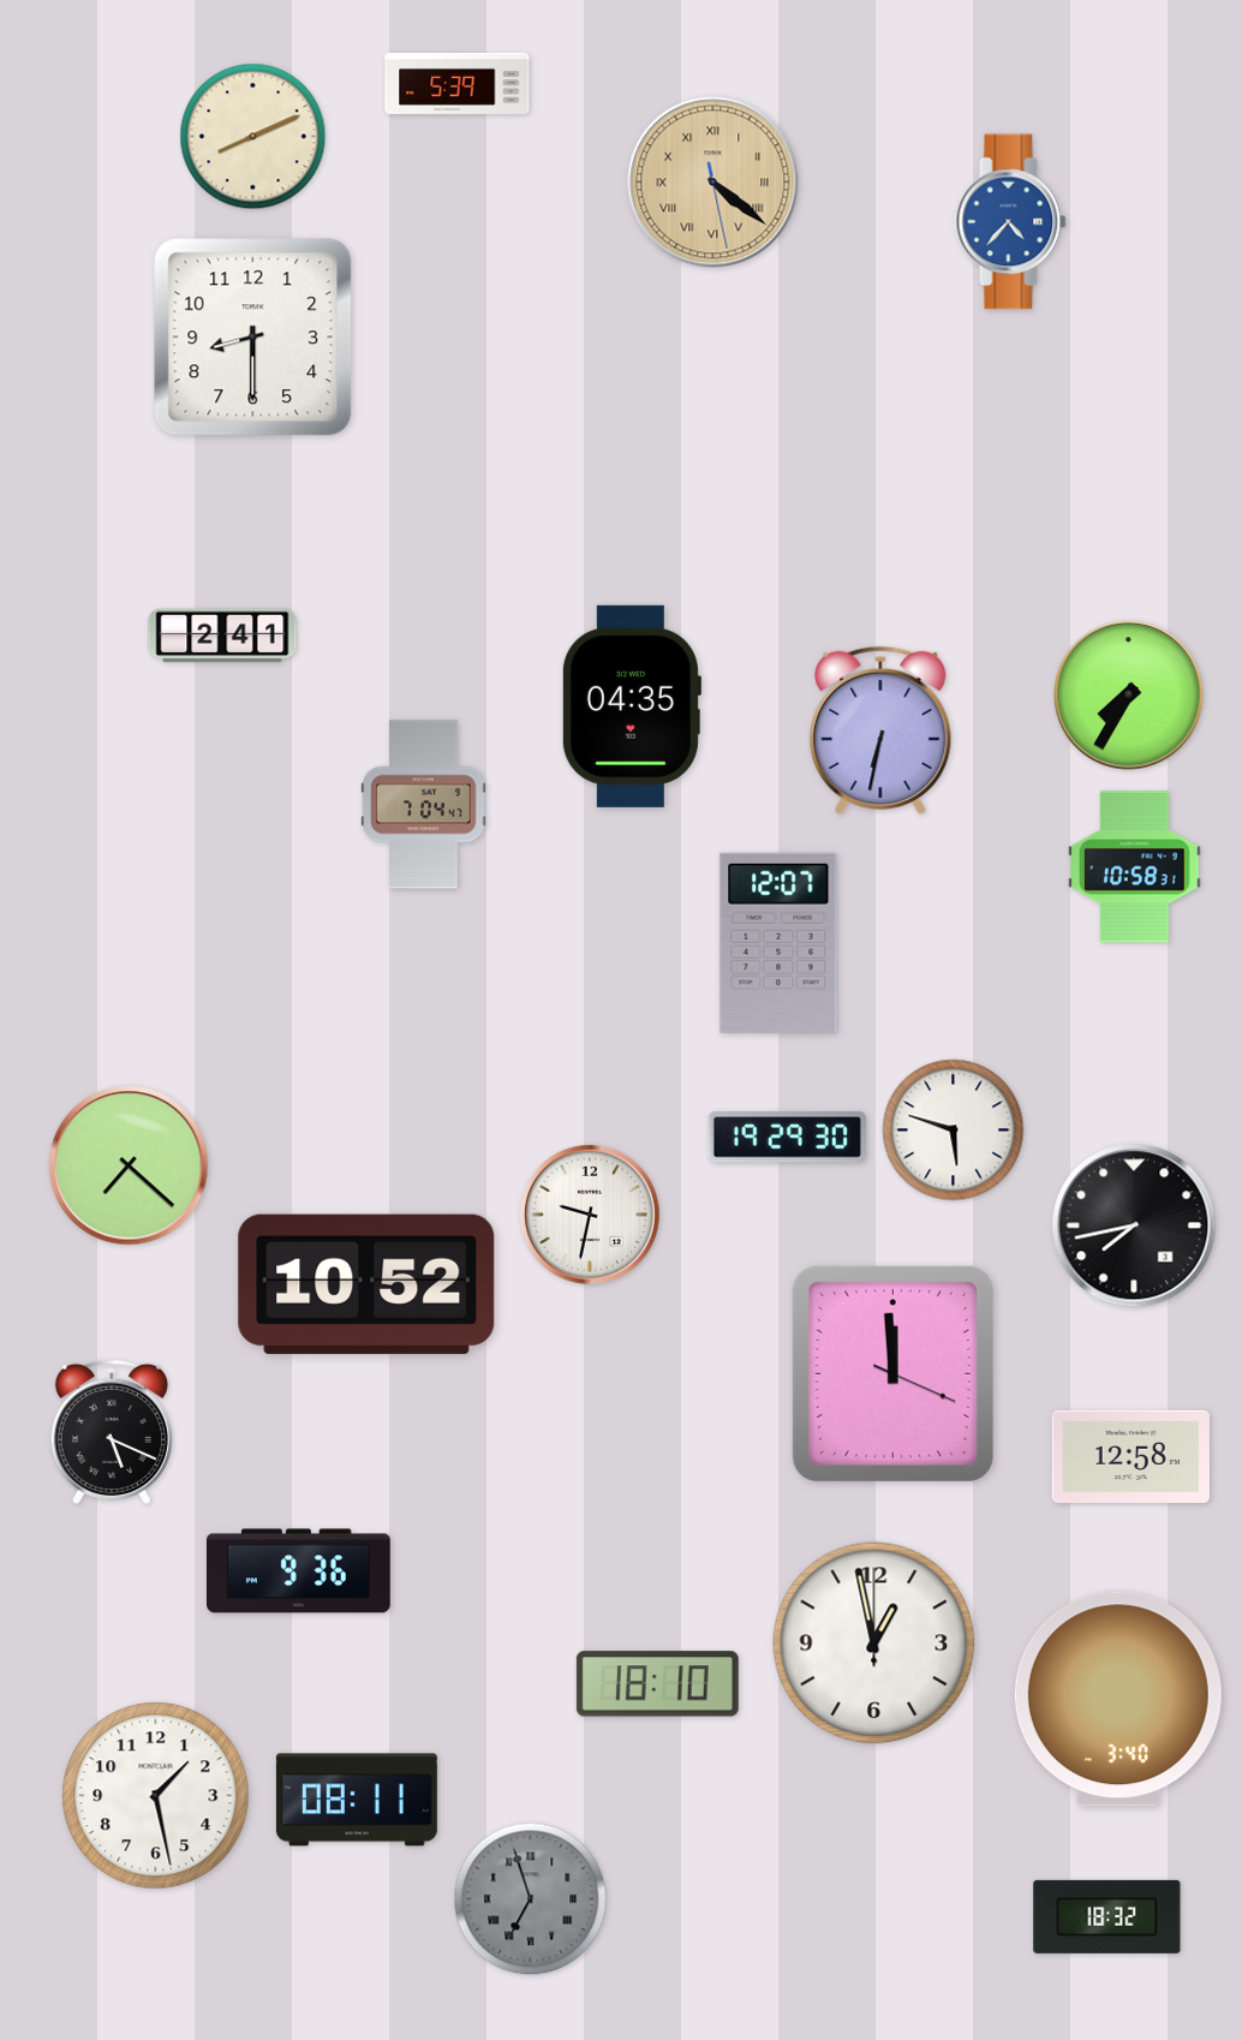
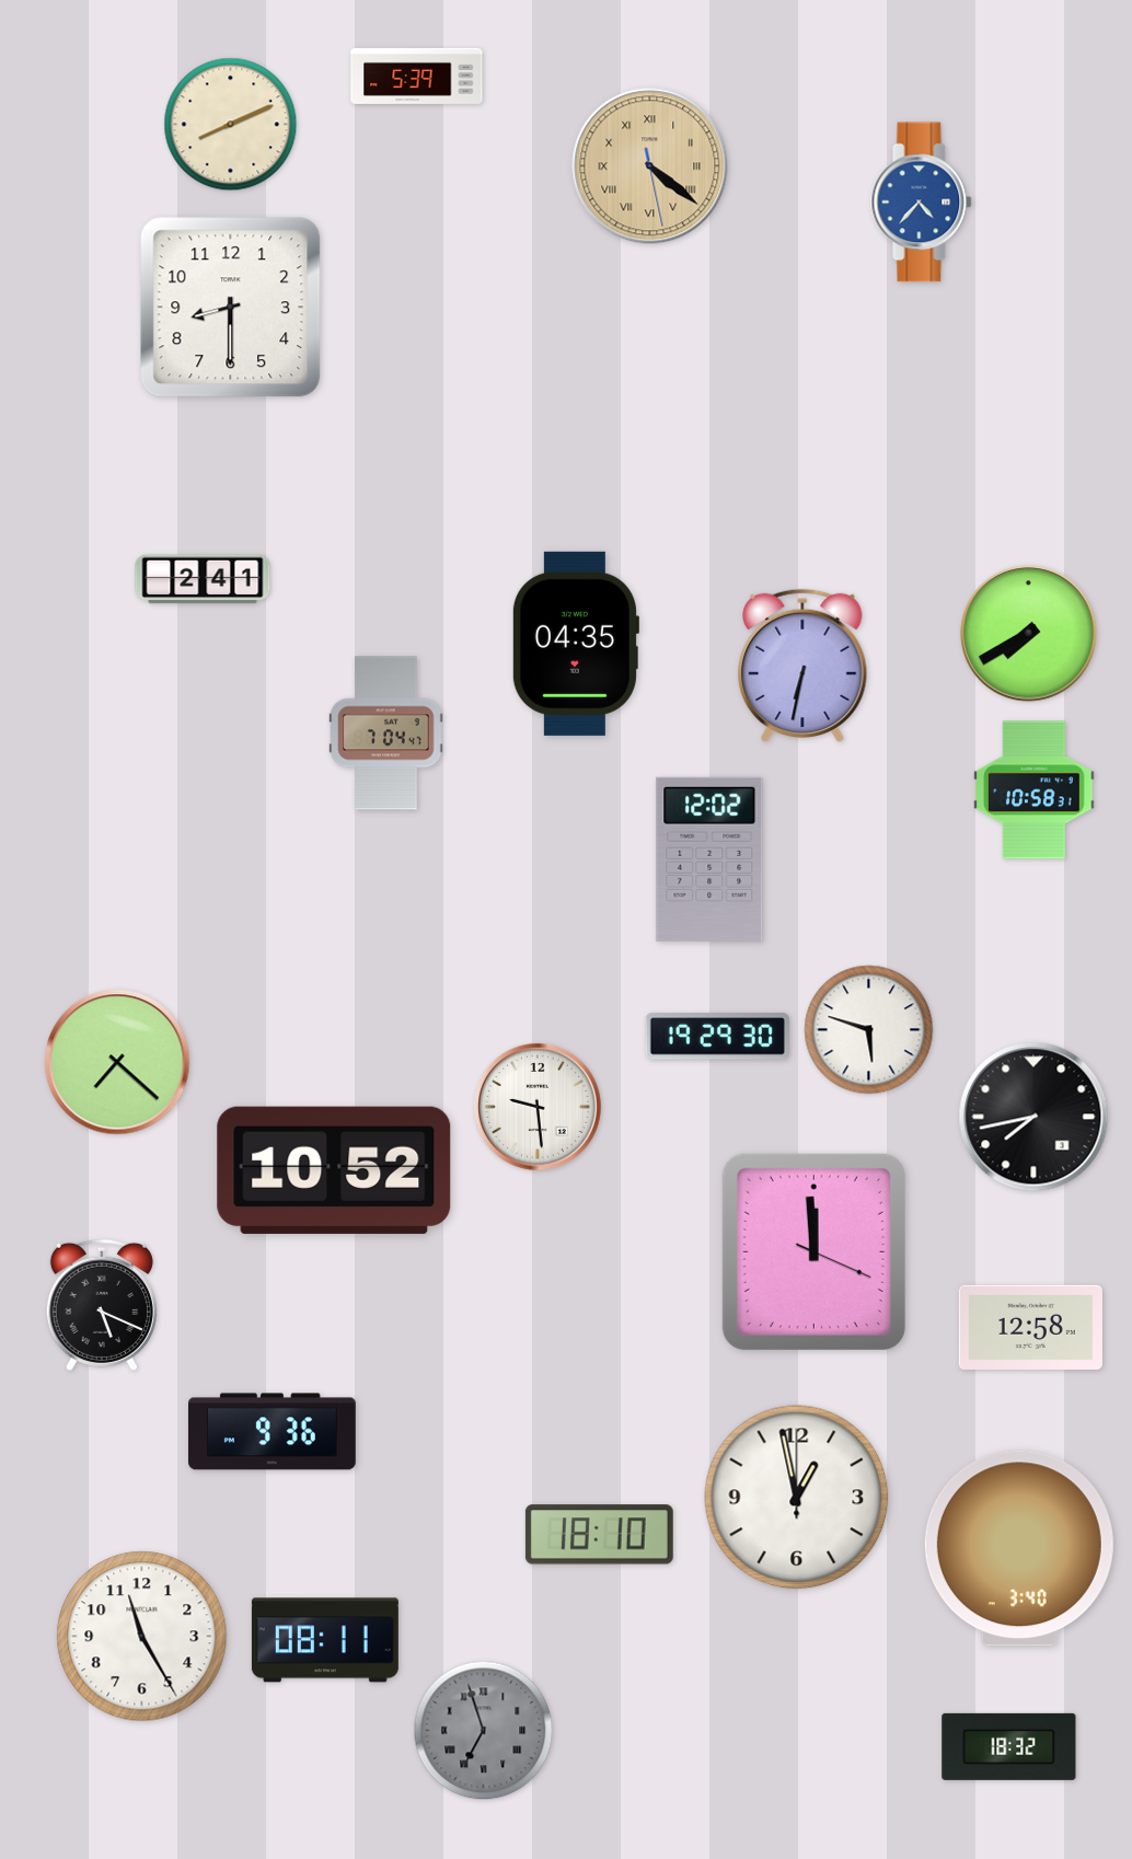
clock at (1129, 696): 7:35 -> 7:40
clock at (778, 943): 12:07 -> 12:02
clock at (591, 1216): 9:32 -> 9:29
clock at (156, 1796): 1:28 -> 11:25
